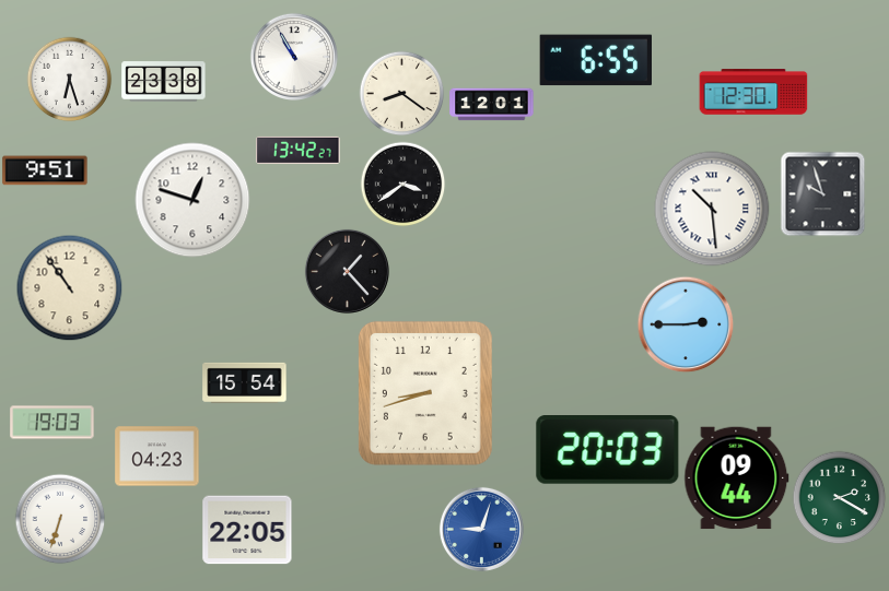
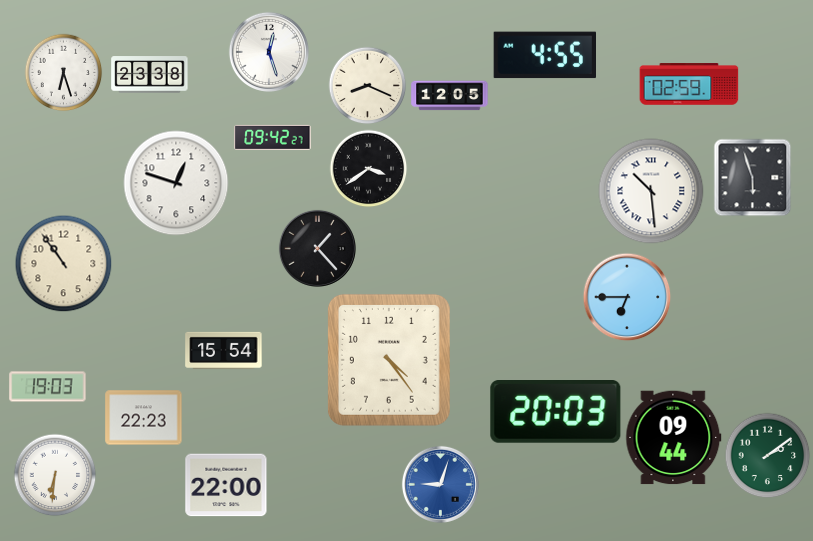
clock at (294, 57): 10:55 -> 12:27
clock at (595, 60): 6:55 -> 4:55
clock at (753, 92): 12:30 -> 02:59
clock at (401, 93): 8:21 -> 8:19
clock at (492, 105): 12:01 -> 12:05
clock at (299, 150): 13:42 -> 09:42
clock at (45, 170): 9:51 -> none
clock at (822, 193): 9:57 -> 5:57
clock at (686, 324): 2:45 -> 6:45
clock at (425, 393): 8:42 -> 4:24
clock at (157, 457): 04:23 -> 22:23
clock at (839, 497): 2:20 -> 2:09
clock at (60, 519): 6:33 -> 6:31
clock at (247, 530): 22:05 -> 22:00
